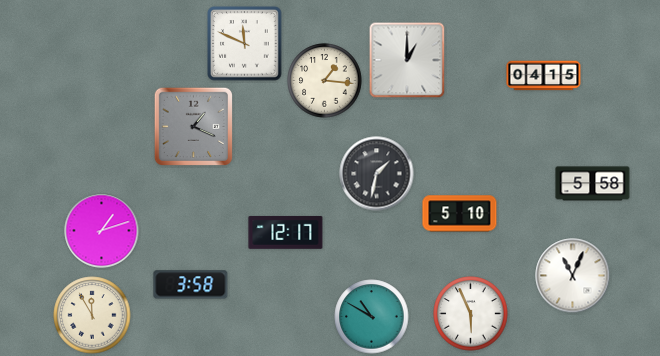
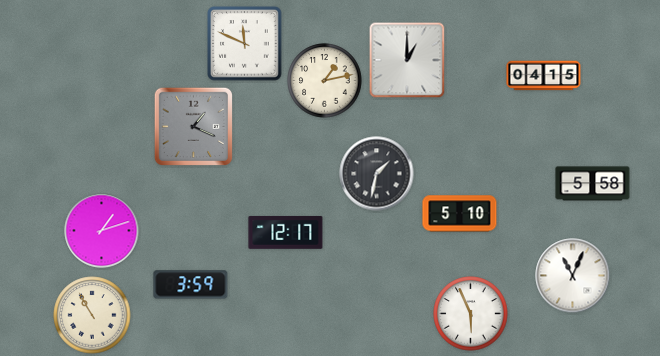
clock at (325, 81): 1:16 -> 1:13
clock at (191, 285): 3:58 -> 3:59
clock at (92, 315): 11:55 -> 10:55
clock at (372, 317): 10:50 -> none
